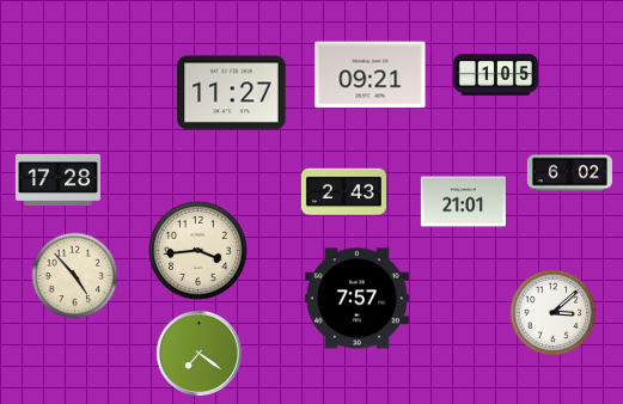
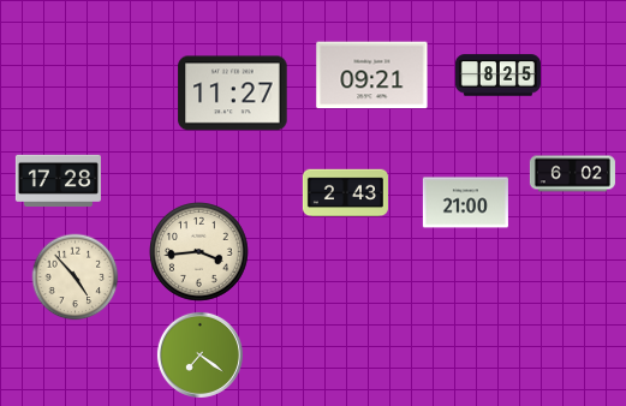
clock at (495, 75): 1:05 -> 8:25
clock at (463, 202): 21:01 -> 21:00
clock at (356, 299): 7:57 -> none
clock at (554, 313): 3:08 -> none
